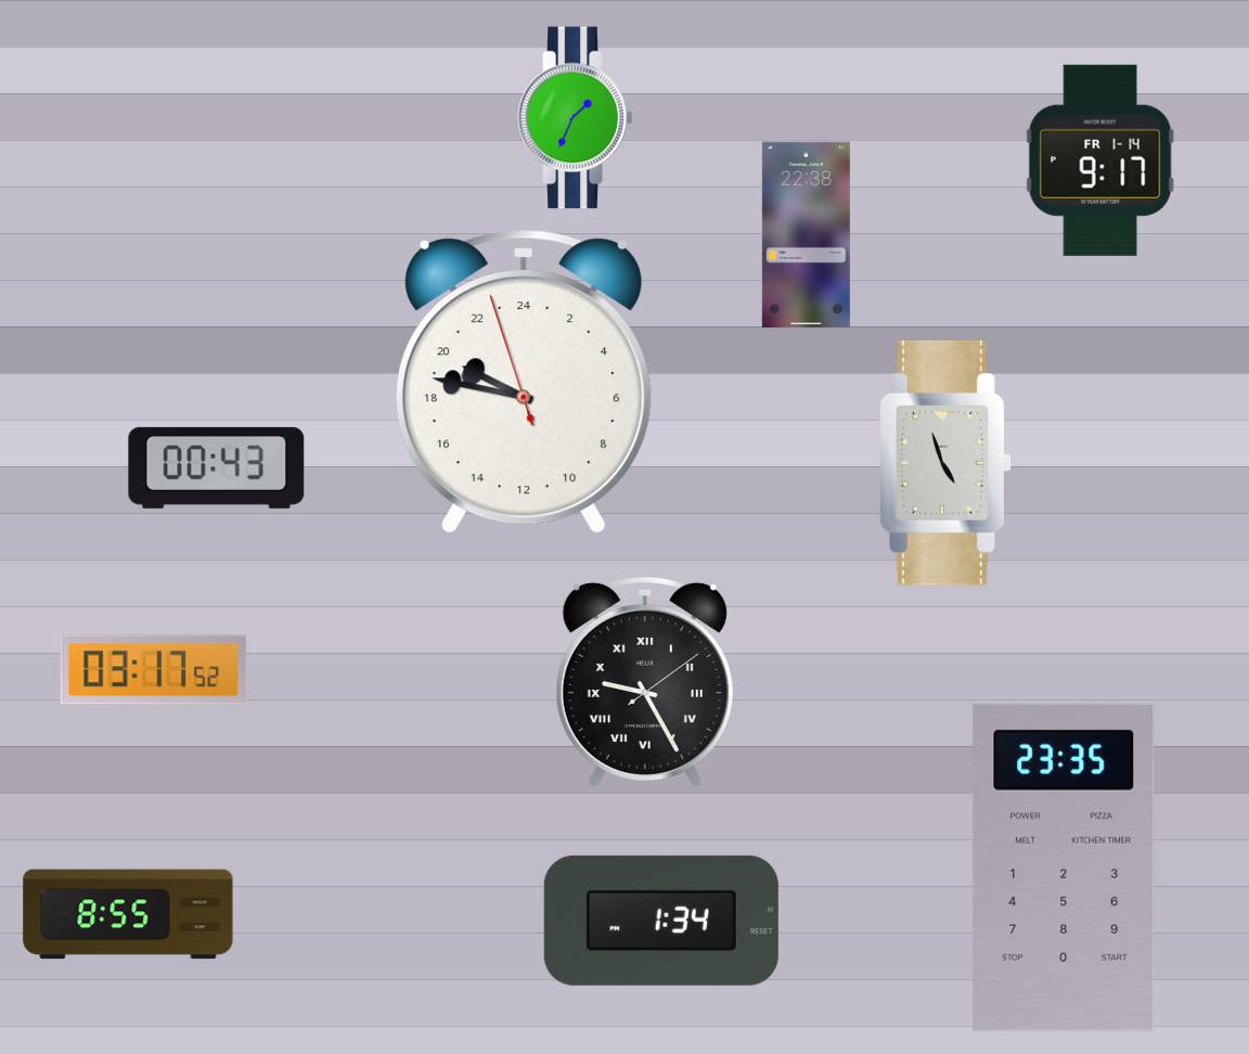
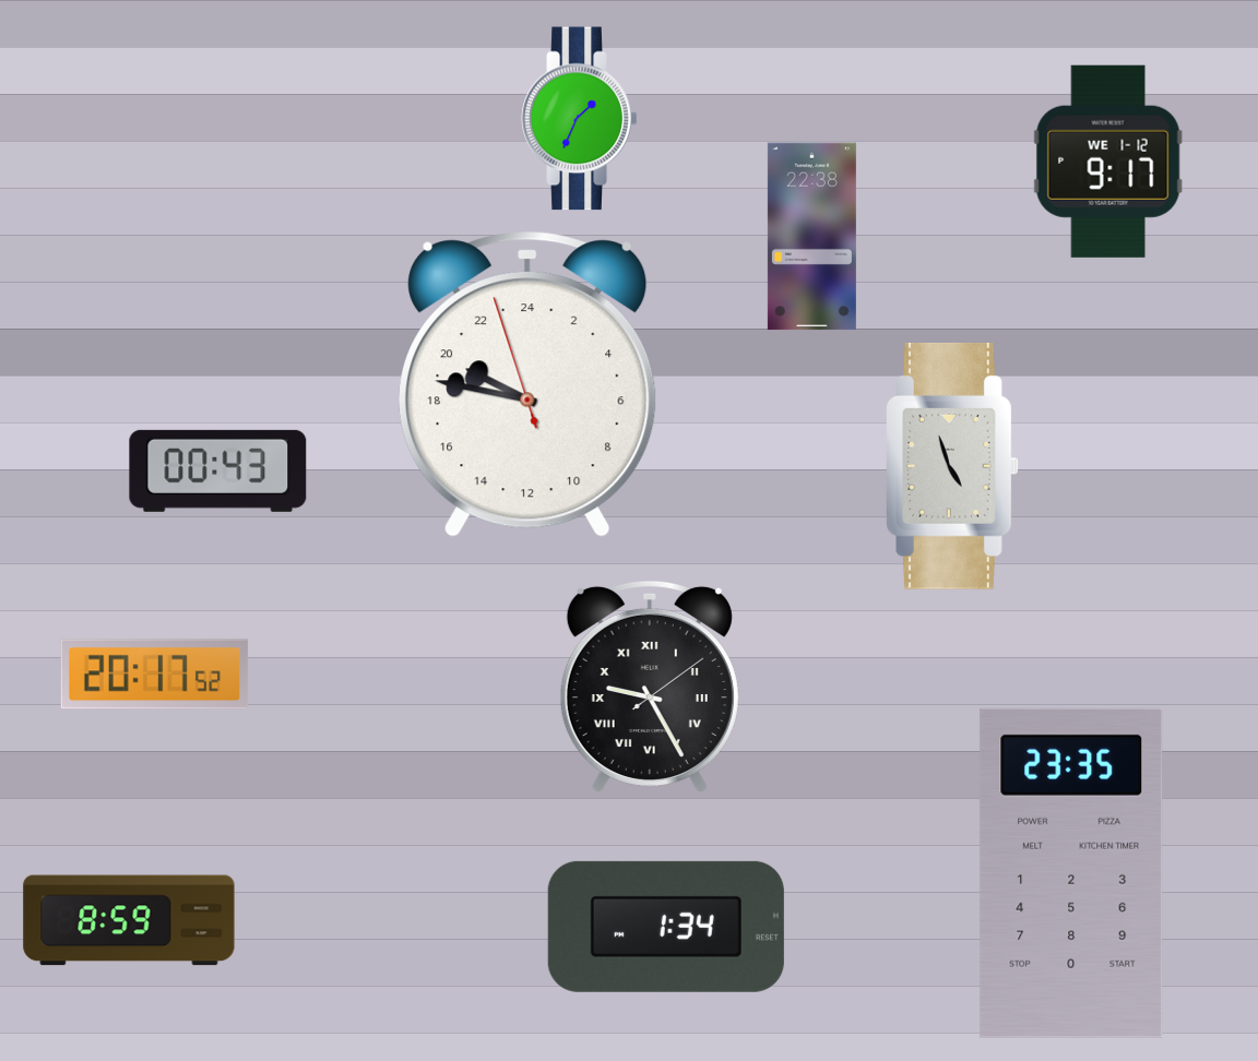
clock at (1100, 160) date: FR 1-14 -> WE 1-12
clock at (154, 670): 03:17 -> 20:17
clock at (128, 914): 8:55 -> 8:59
